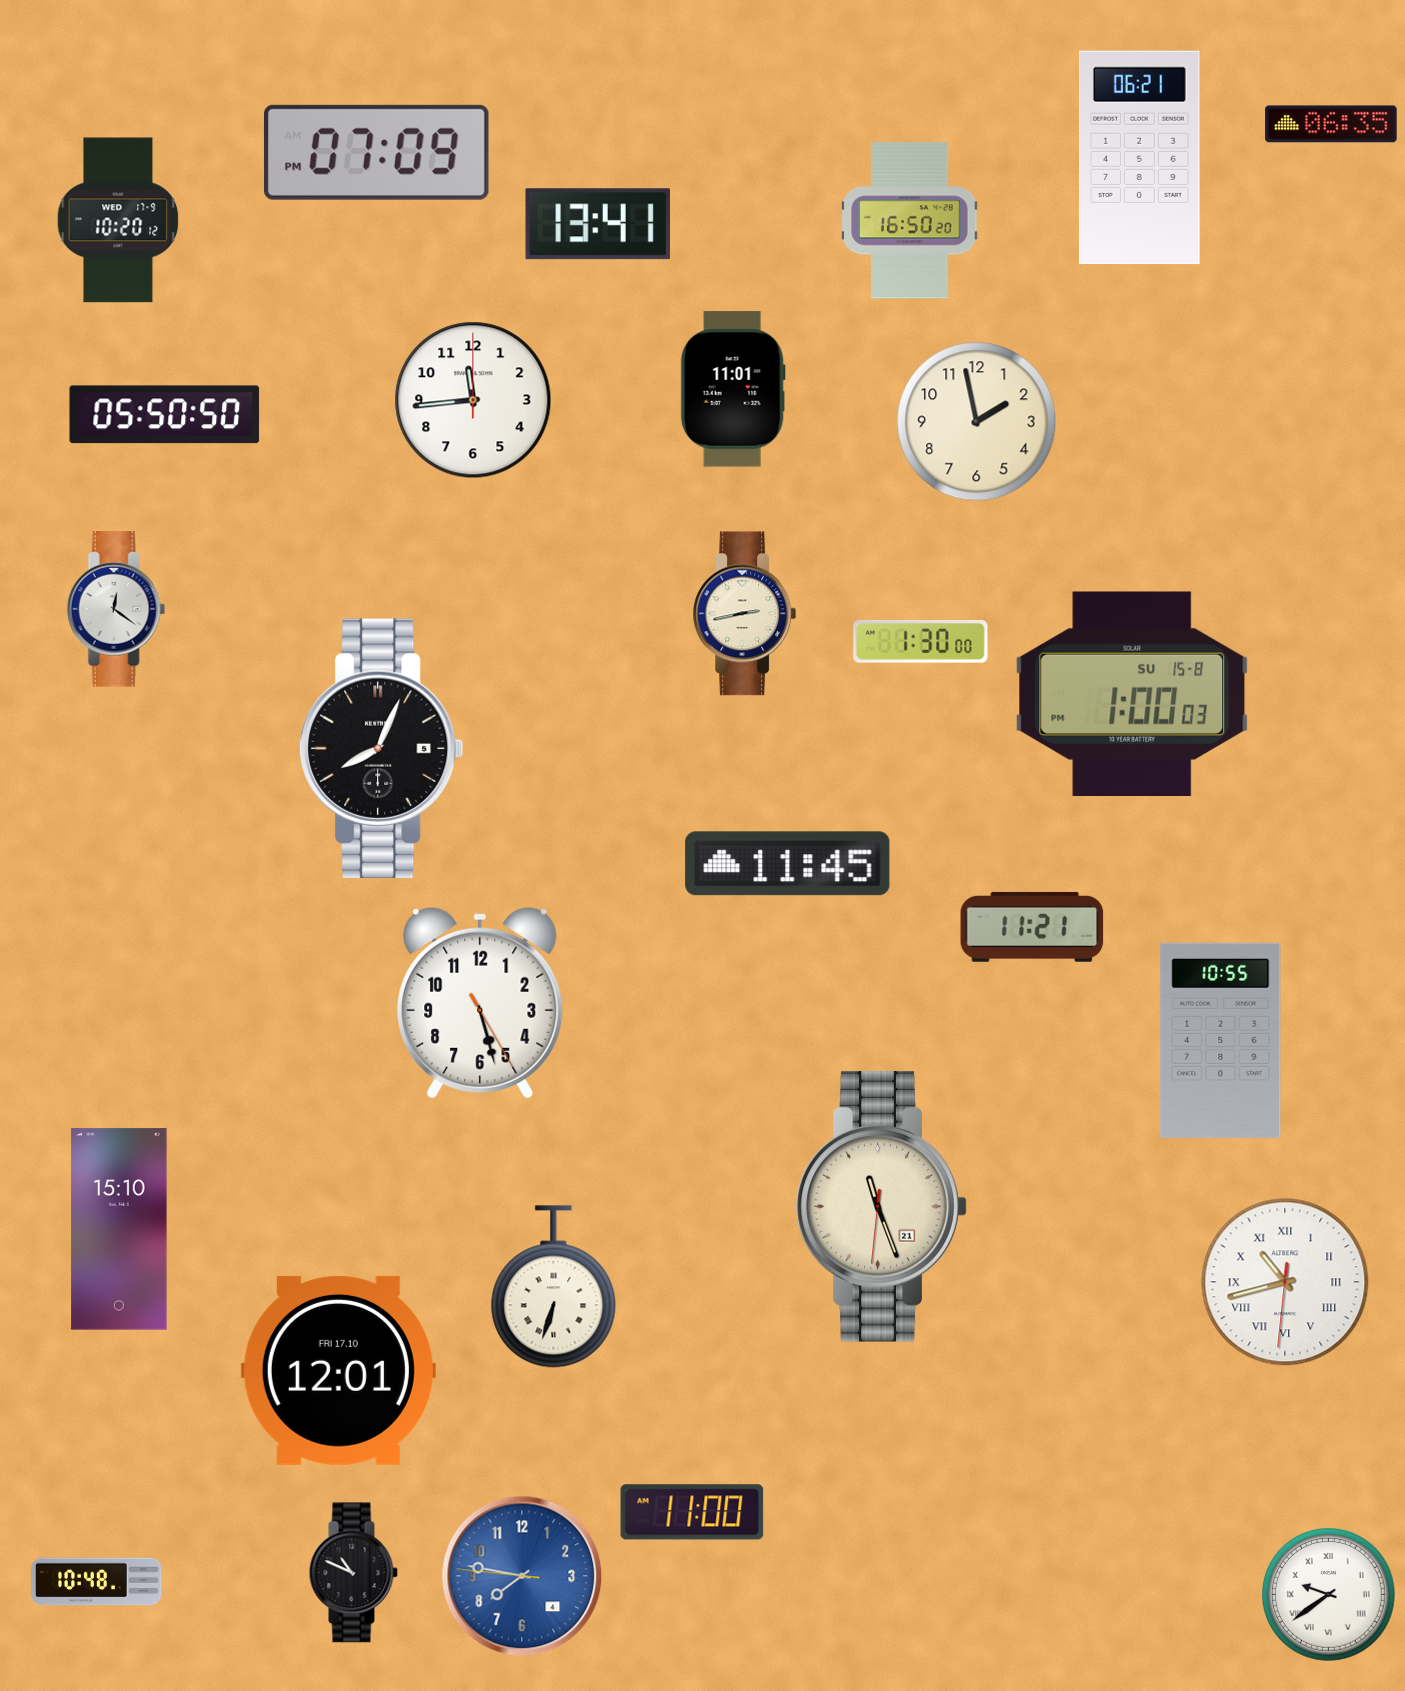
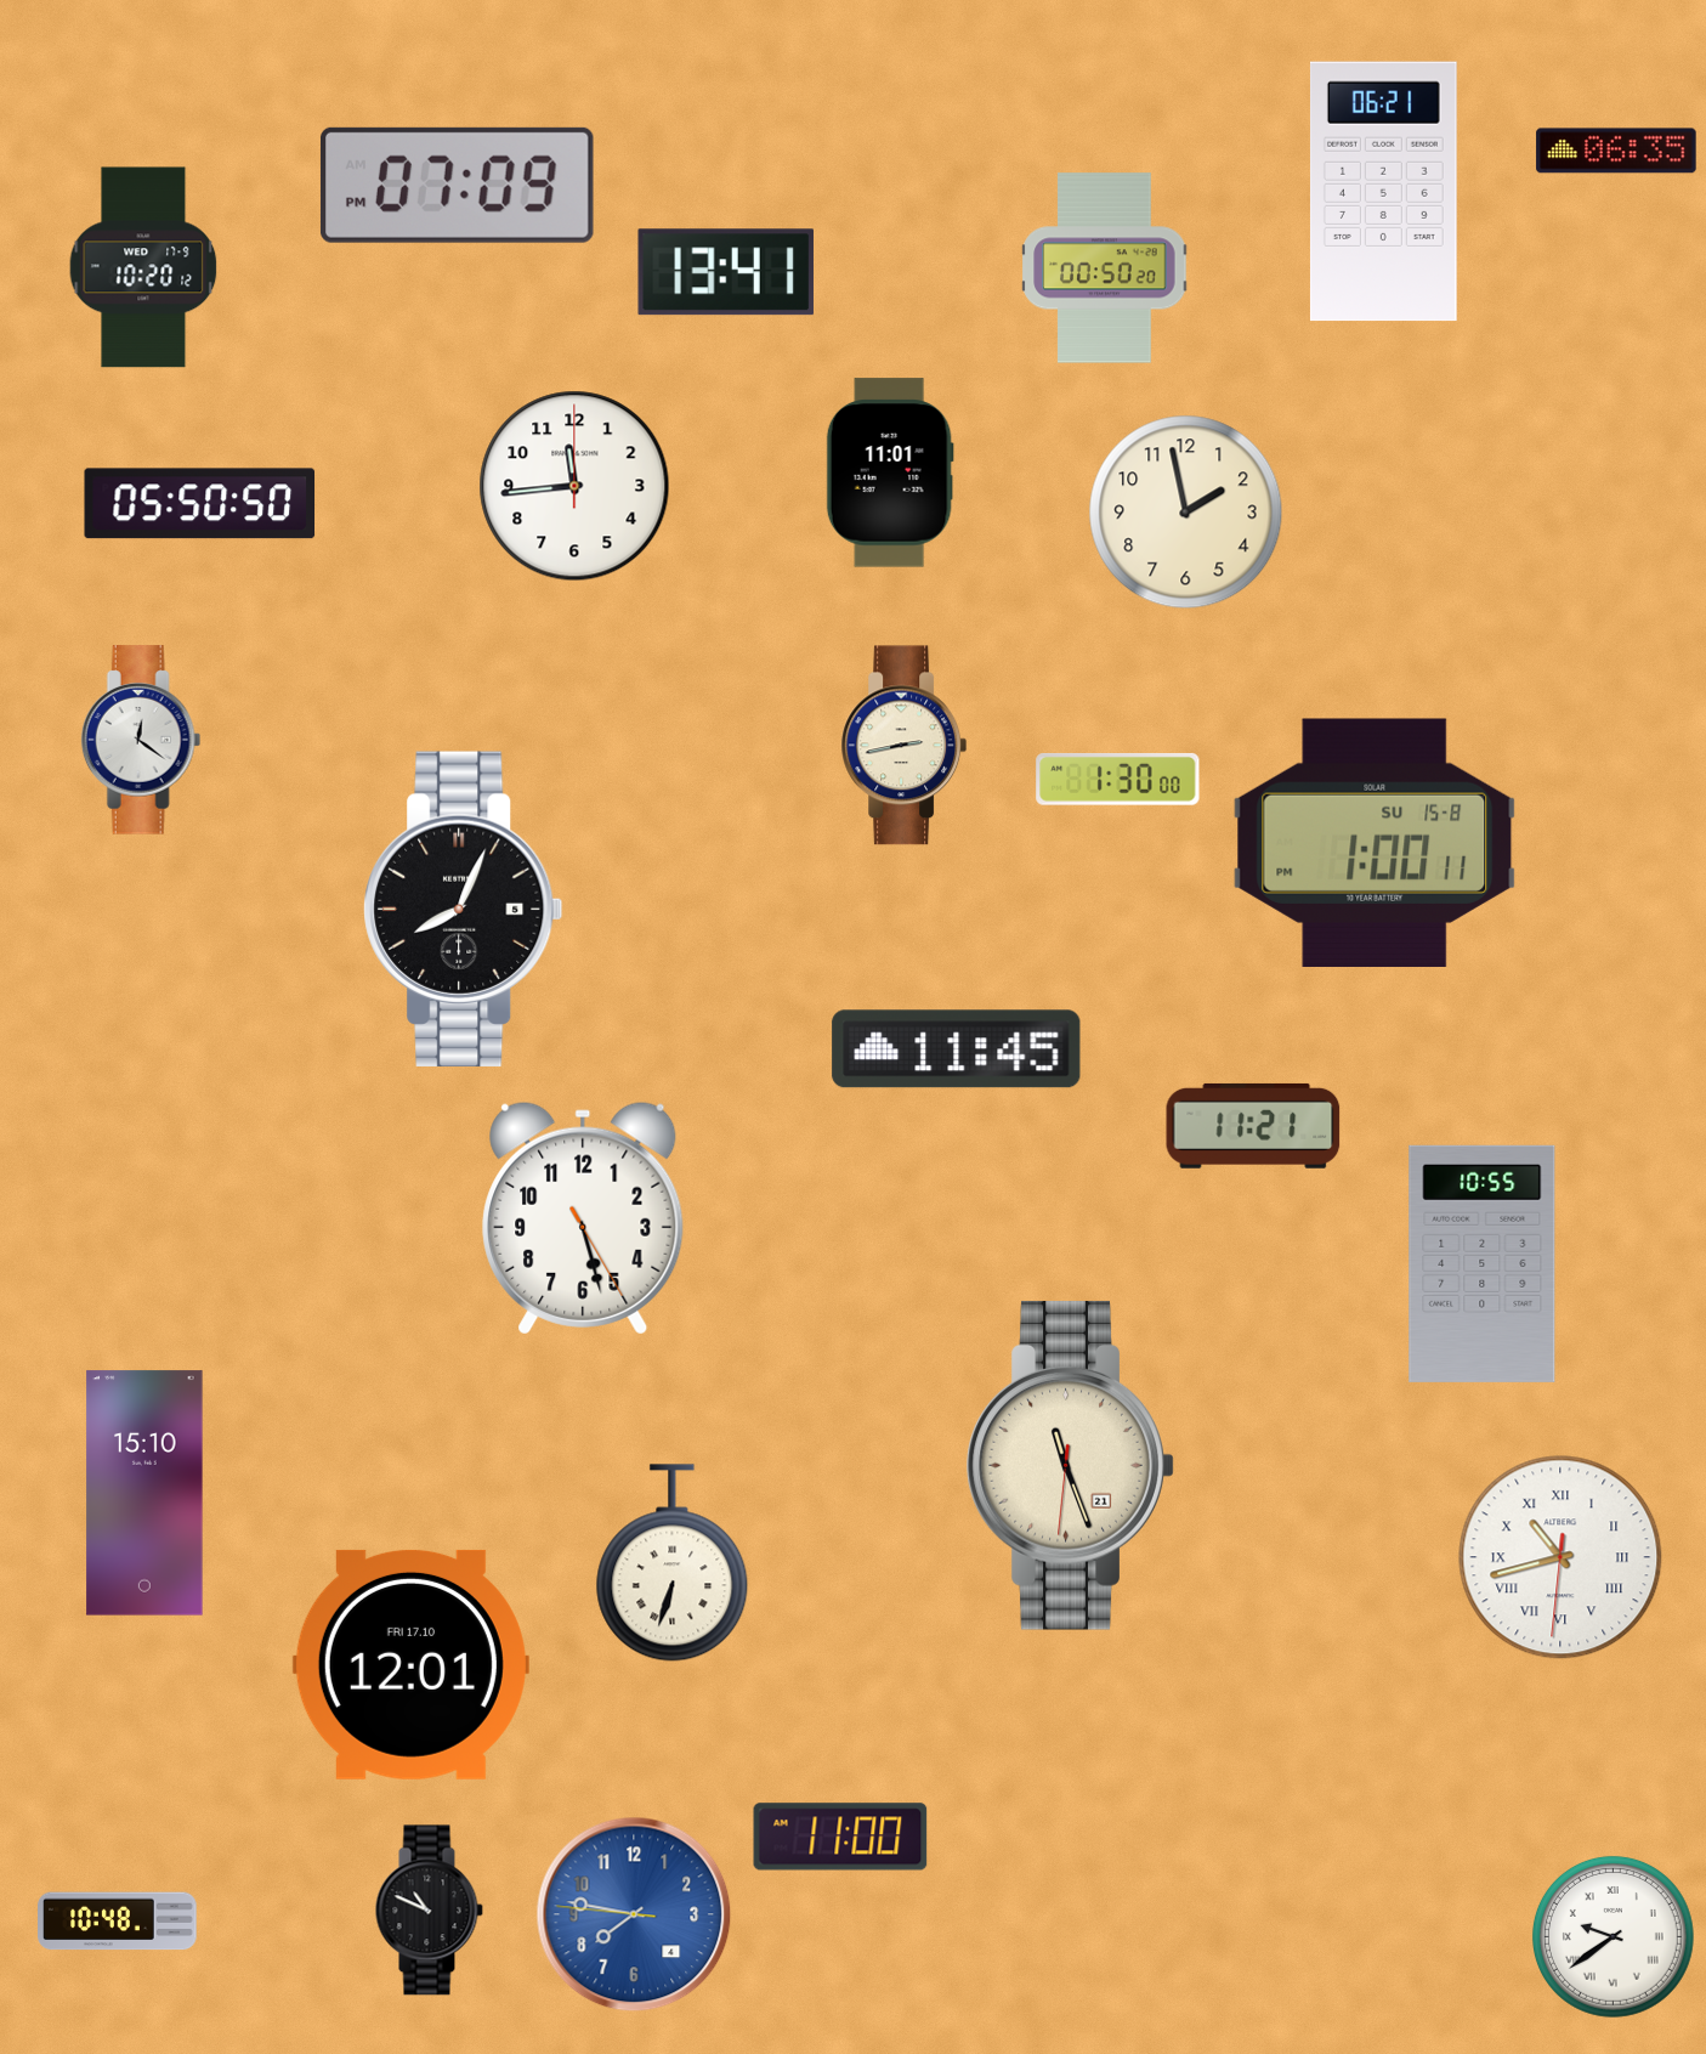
clock at (910, 221): 16:50 -> 00:50
clock at (1132, 693): 1:00:03 -> 1:00:11
